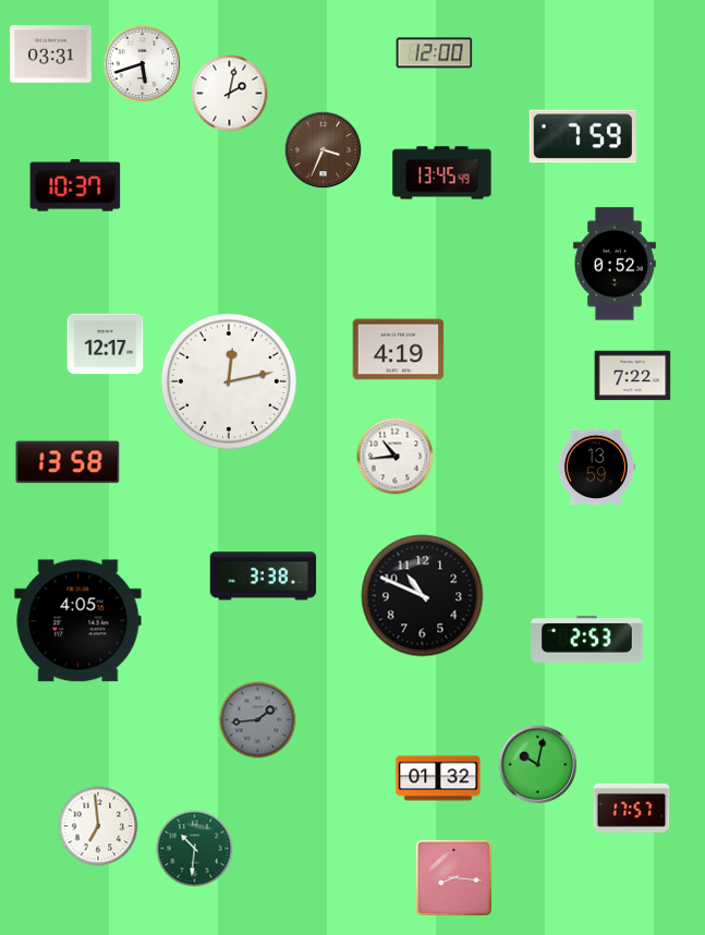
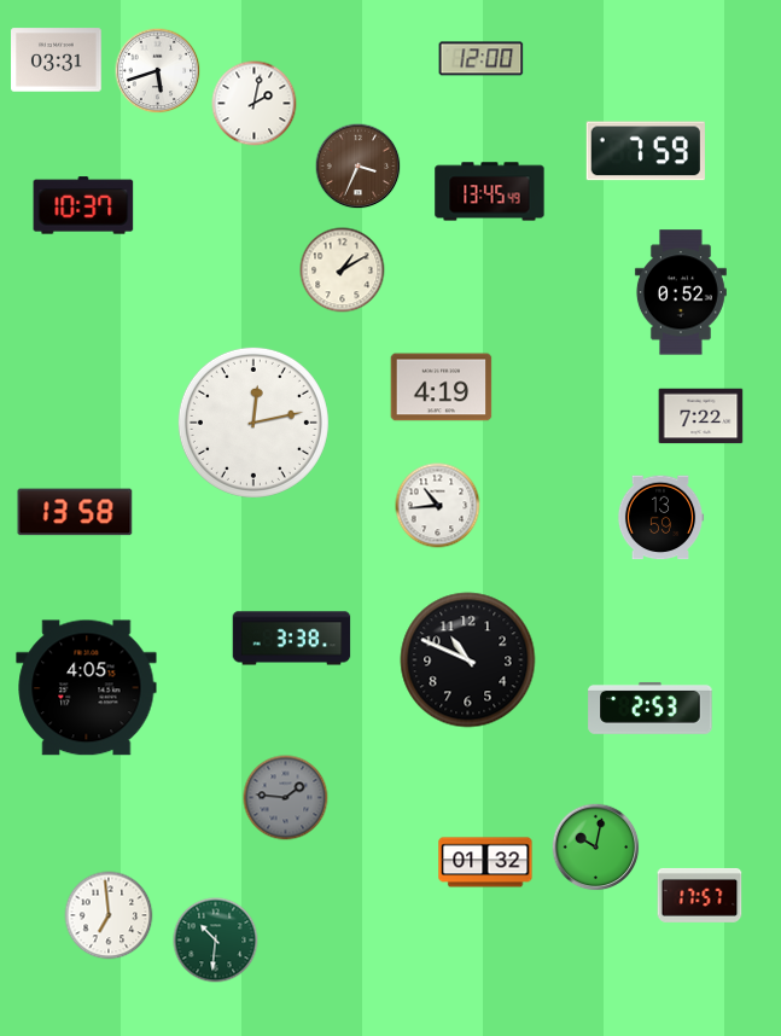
clock at (343, 270): none -> 1:10
clock at (106, 344): 12:17 -> none
clock at (258, 720): 1:44 -> 1:46
clock at (453, 877): 8:16 -> none
